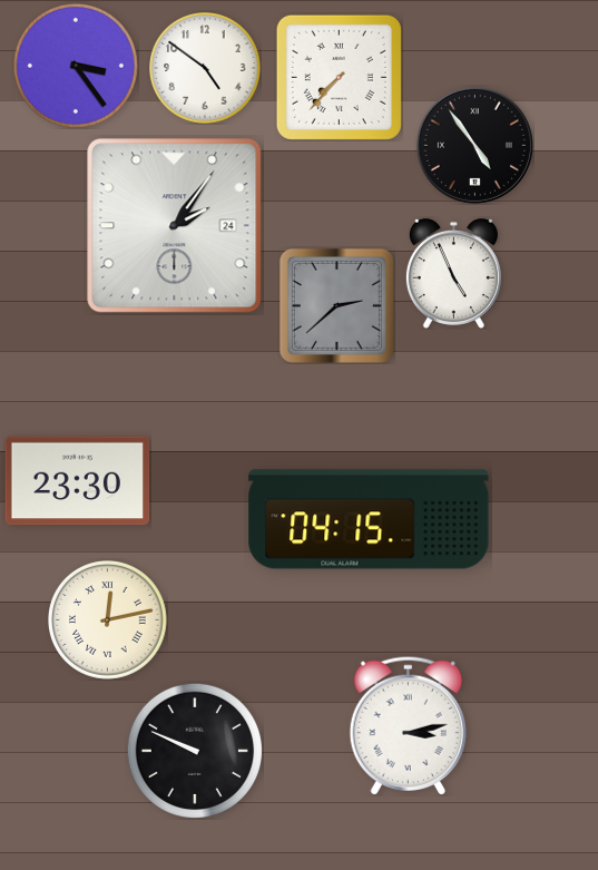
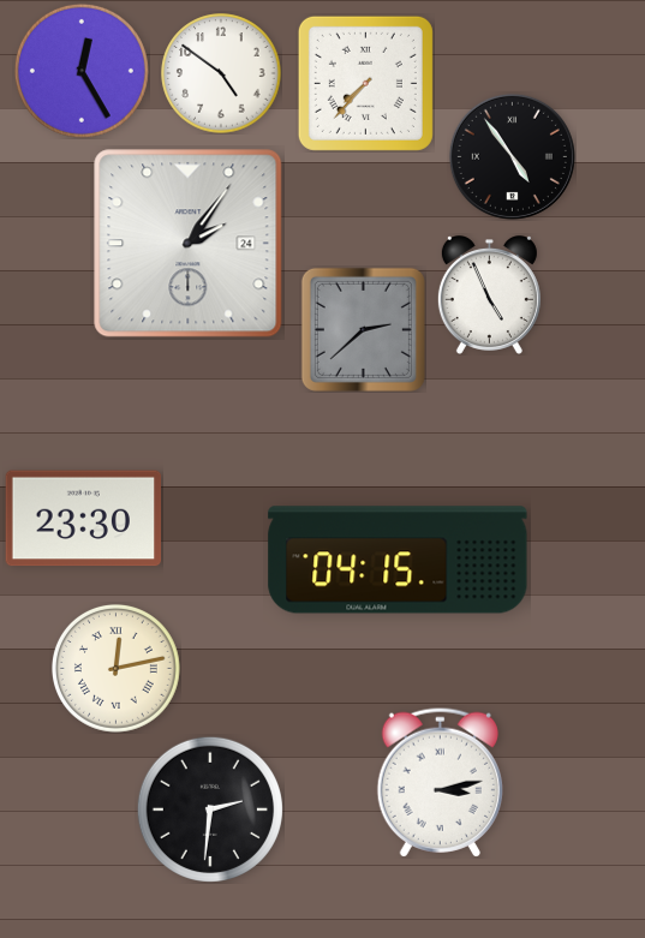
clock at (76, 66): 3:24 -> 12:25
clock at (195, 751): 9:49 -> 2:31
